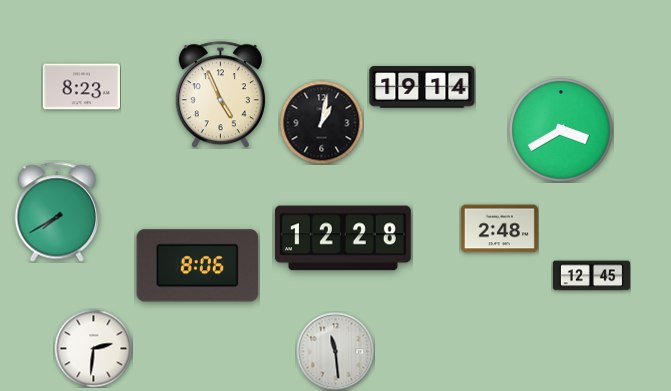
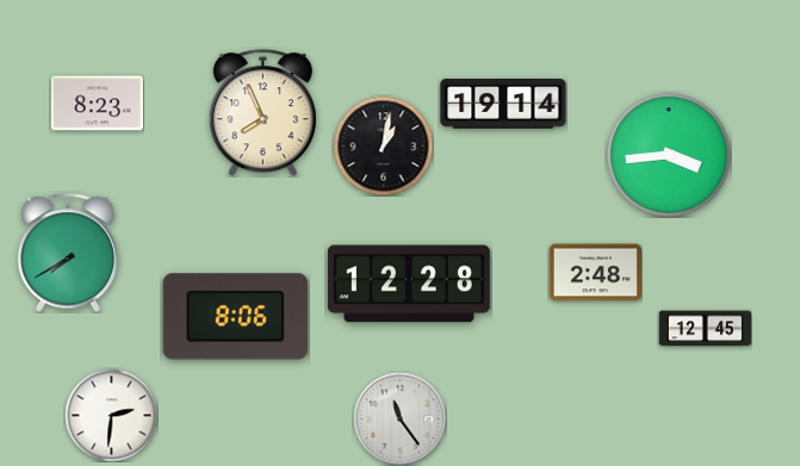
clock at (220, 95): 4:56 -> 7:56
clock at (561, 130): 3:40 -> 3:44
clock at (335, 351): 11:29 -> 11:24
